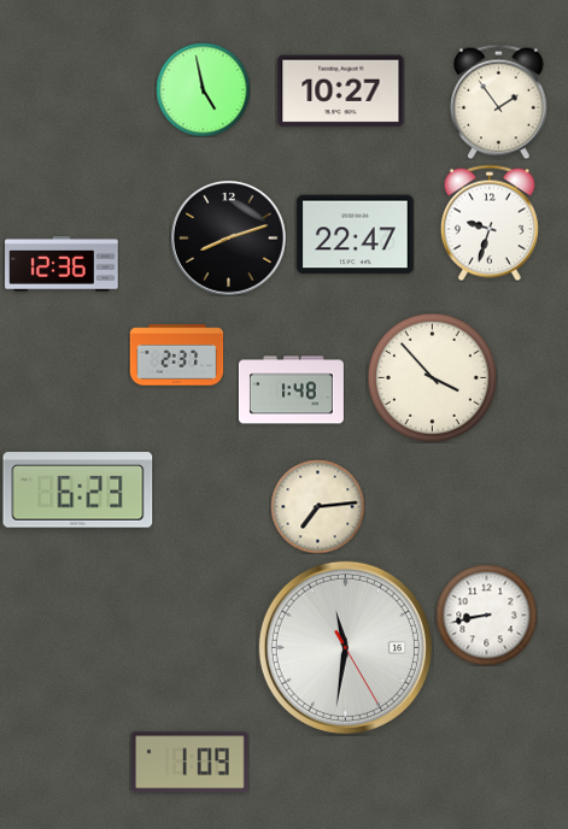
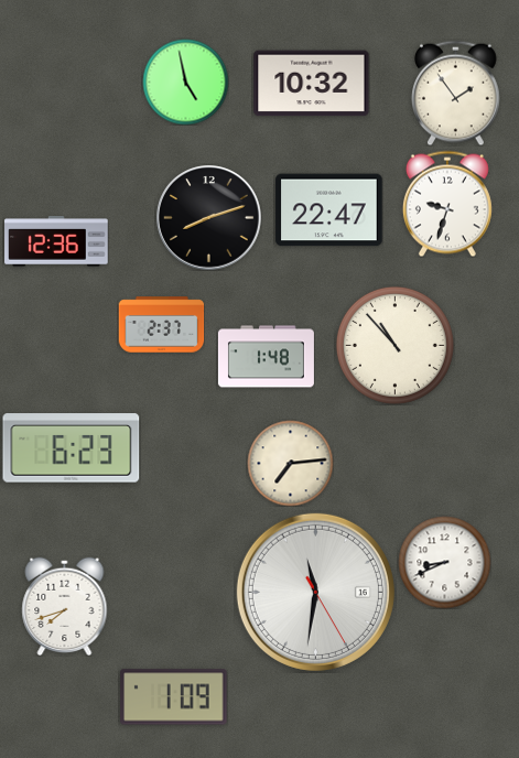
clock at (341, 92): 10:27 -> 10:32
clock at (356, 235) position: (356, 235) -> (329, 210)
clock at (432, 377): 3:53 -> 10:53
clock at (486, 615): 8:43 -> 8:41
clock at (65, 606): none -> 7:42
